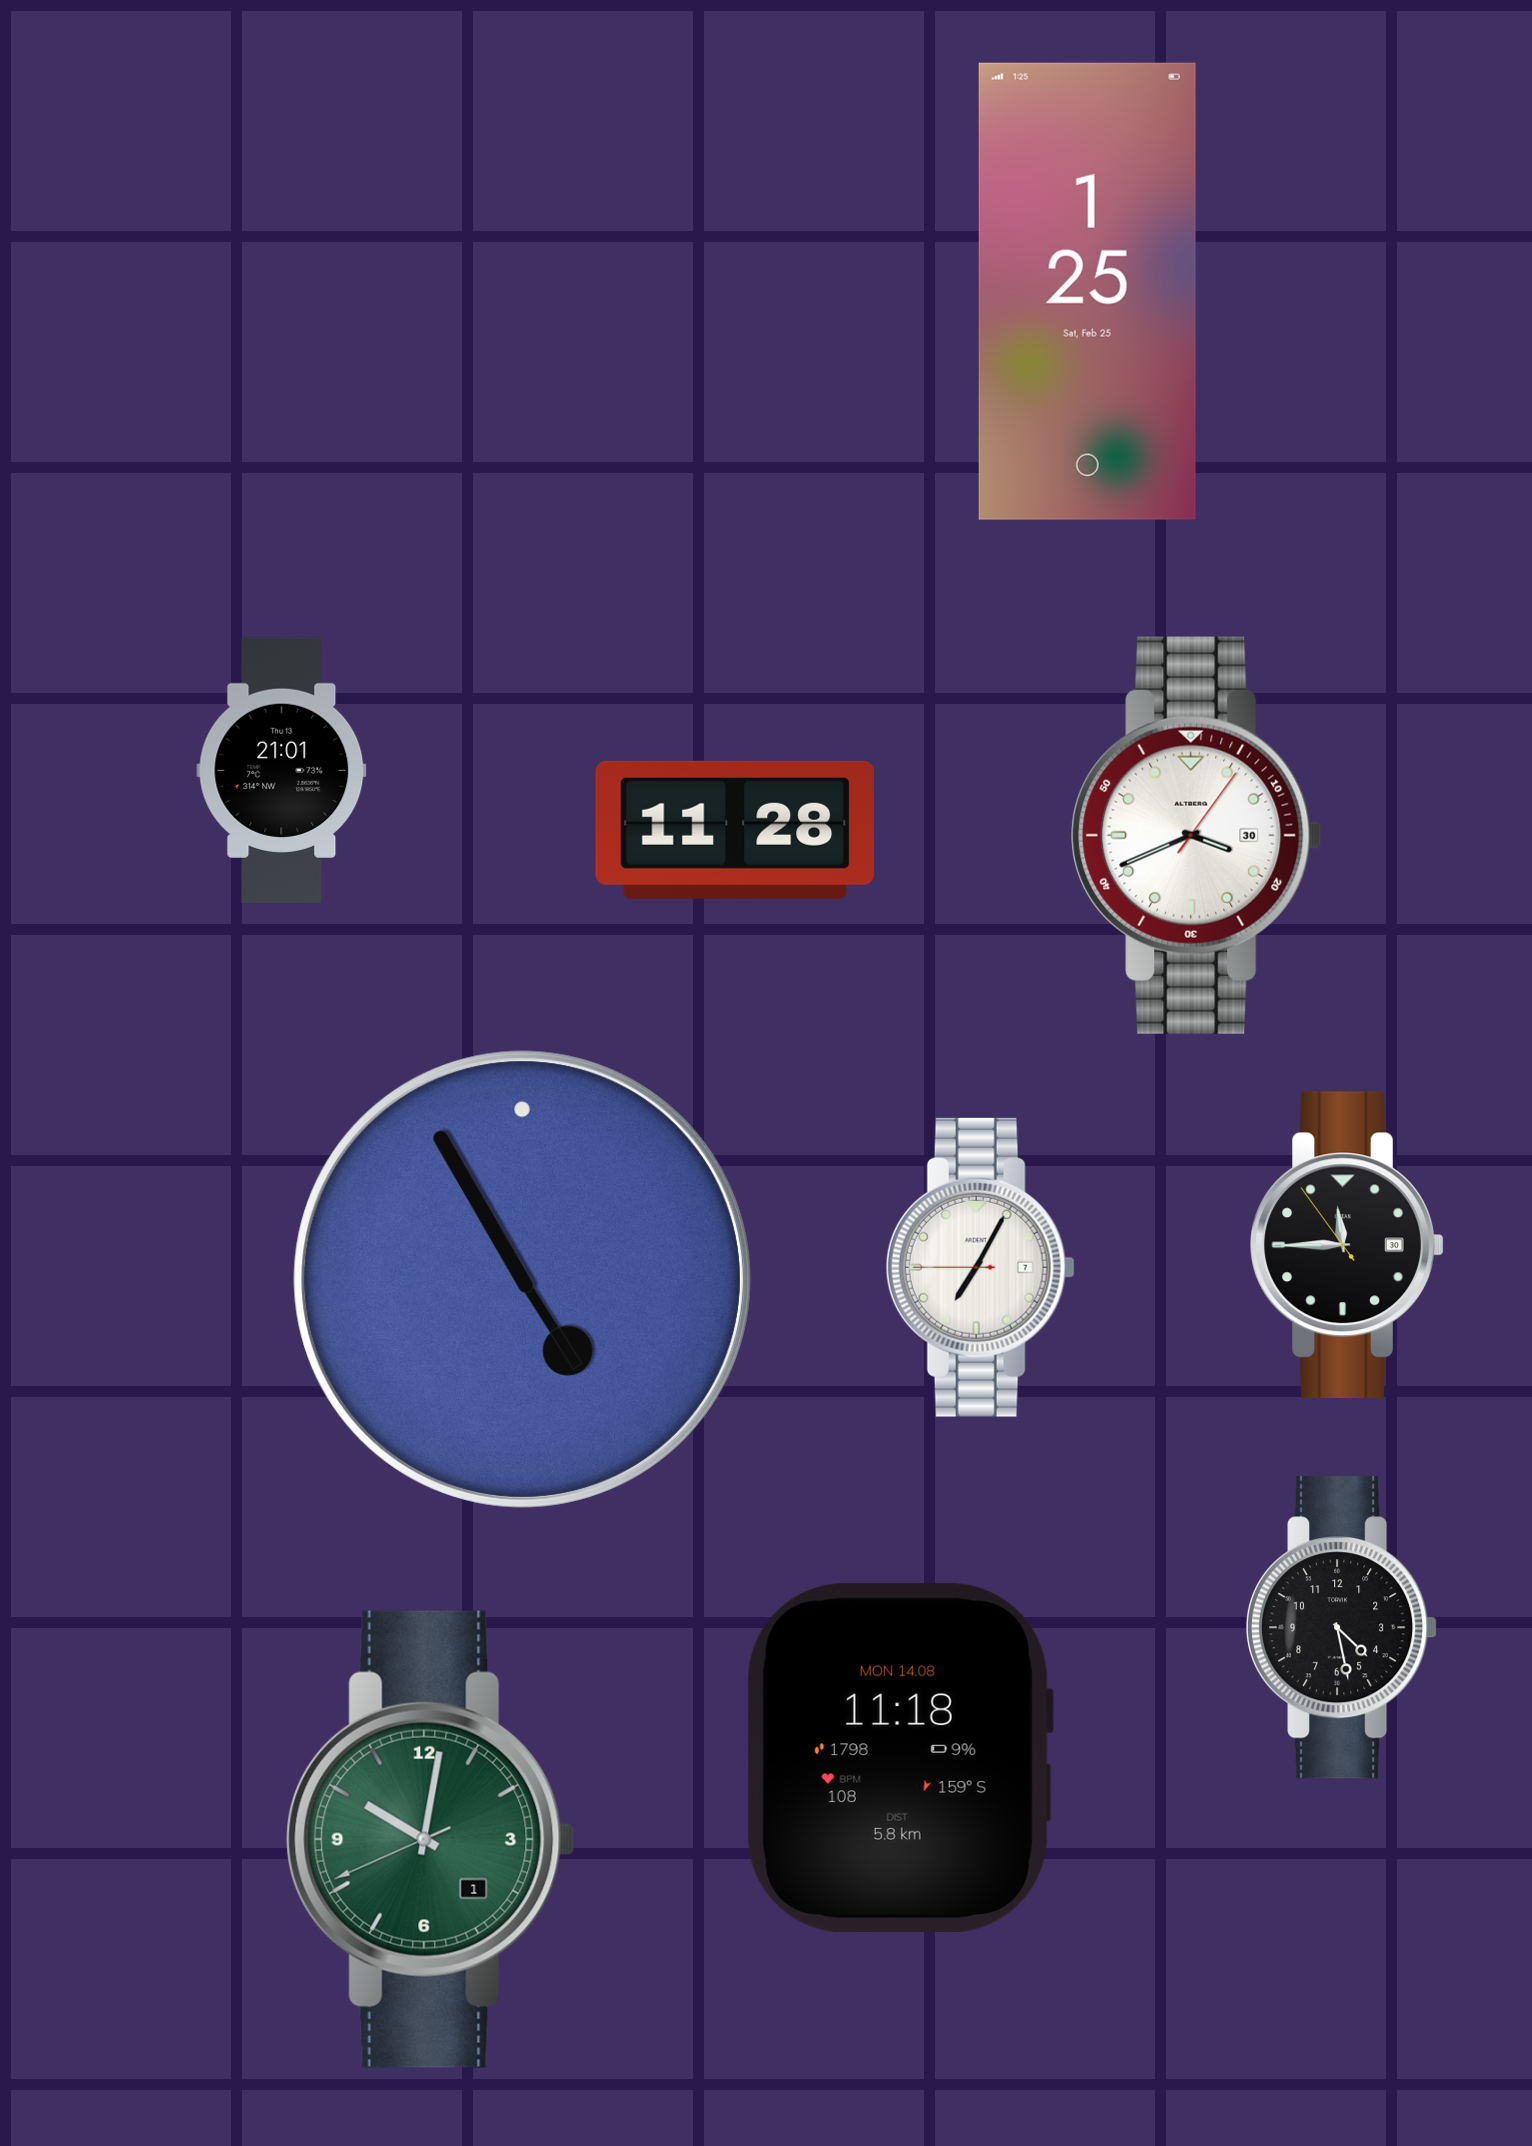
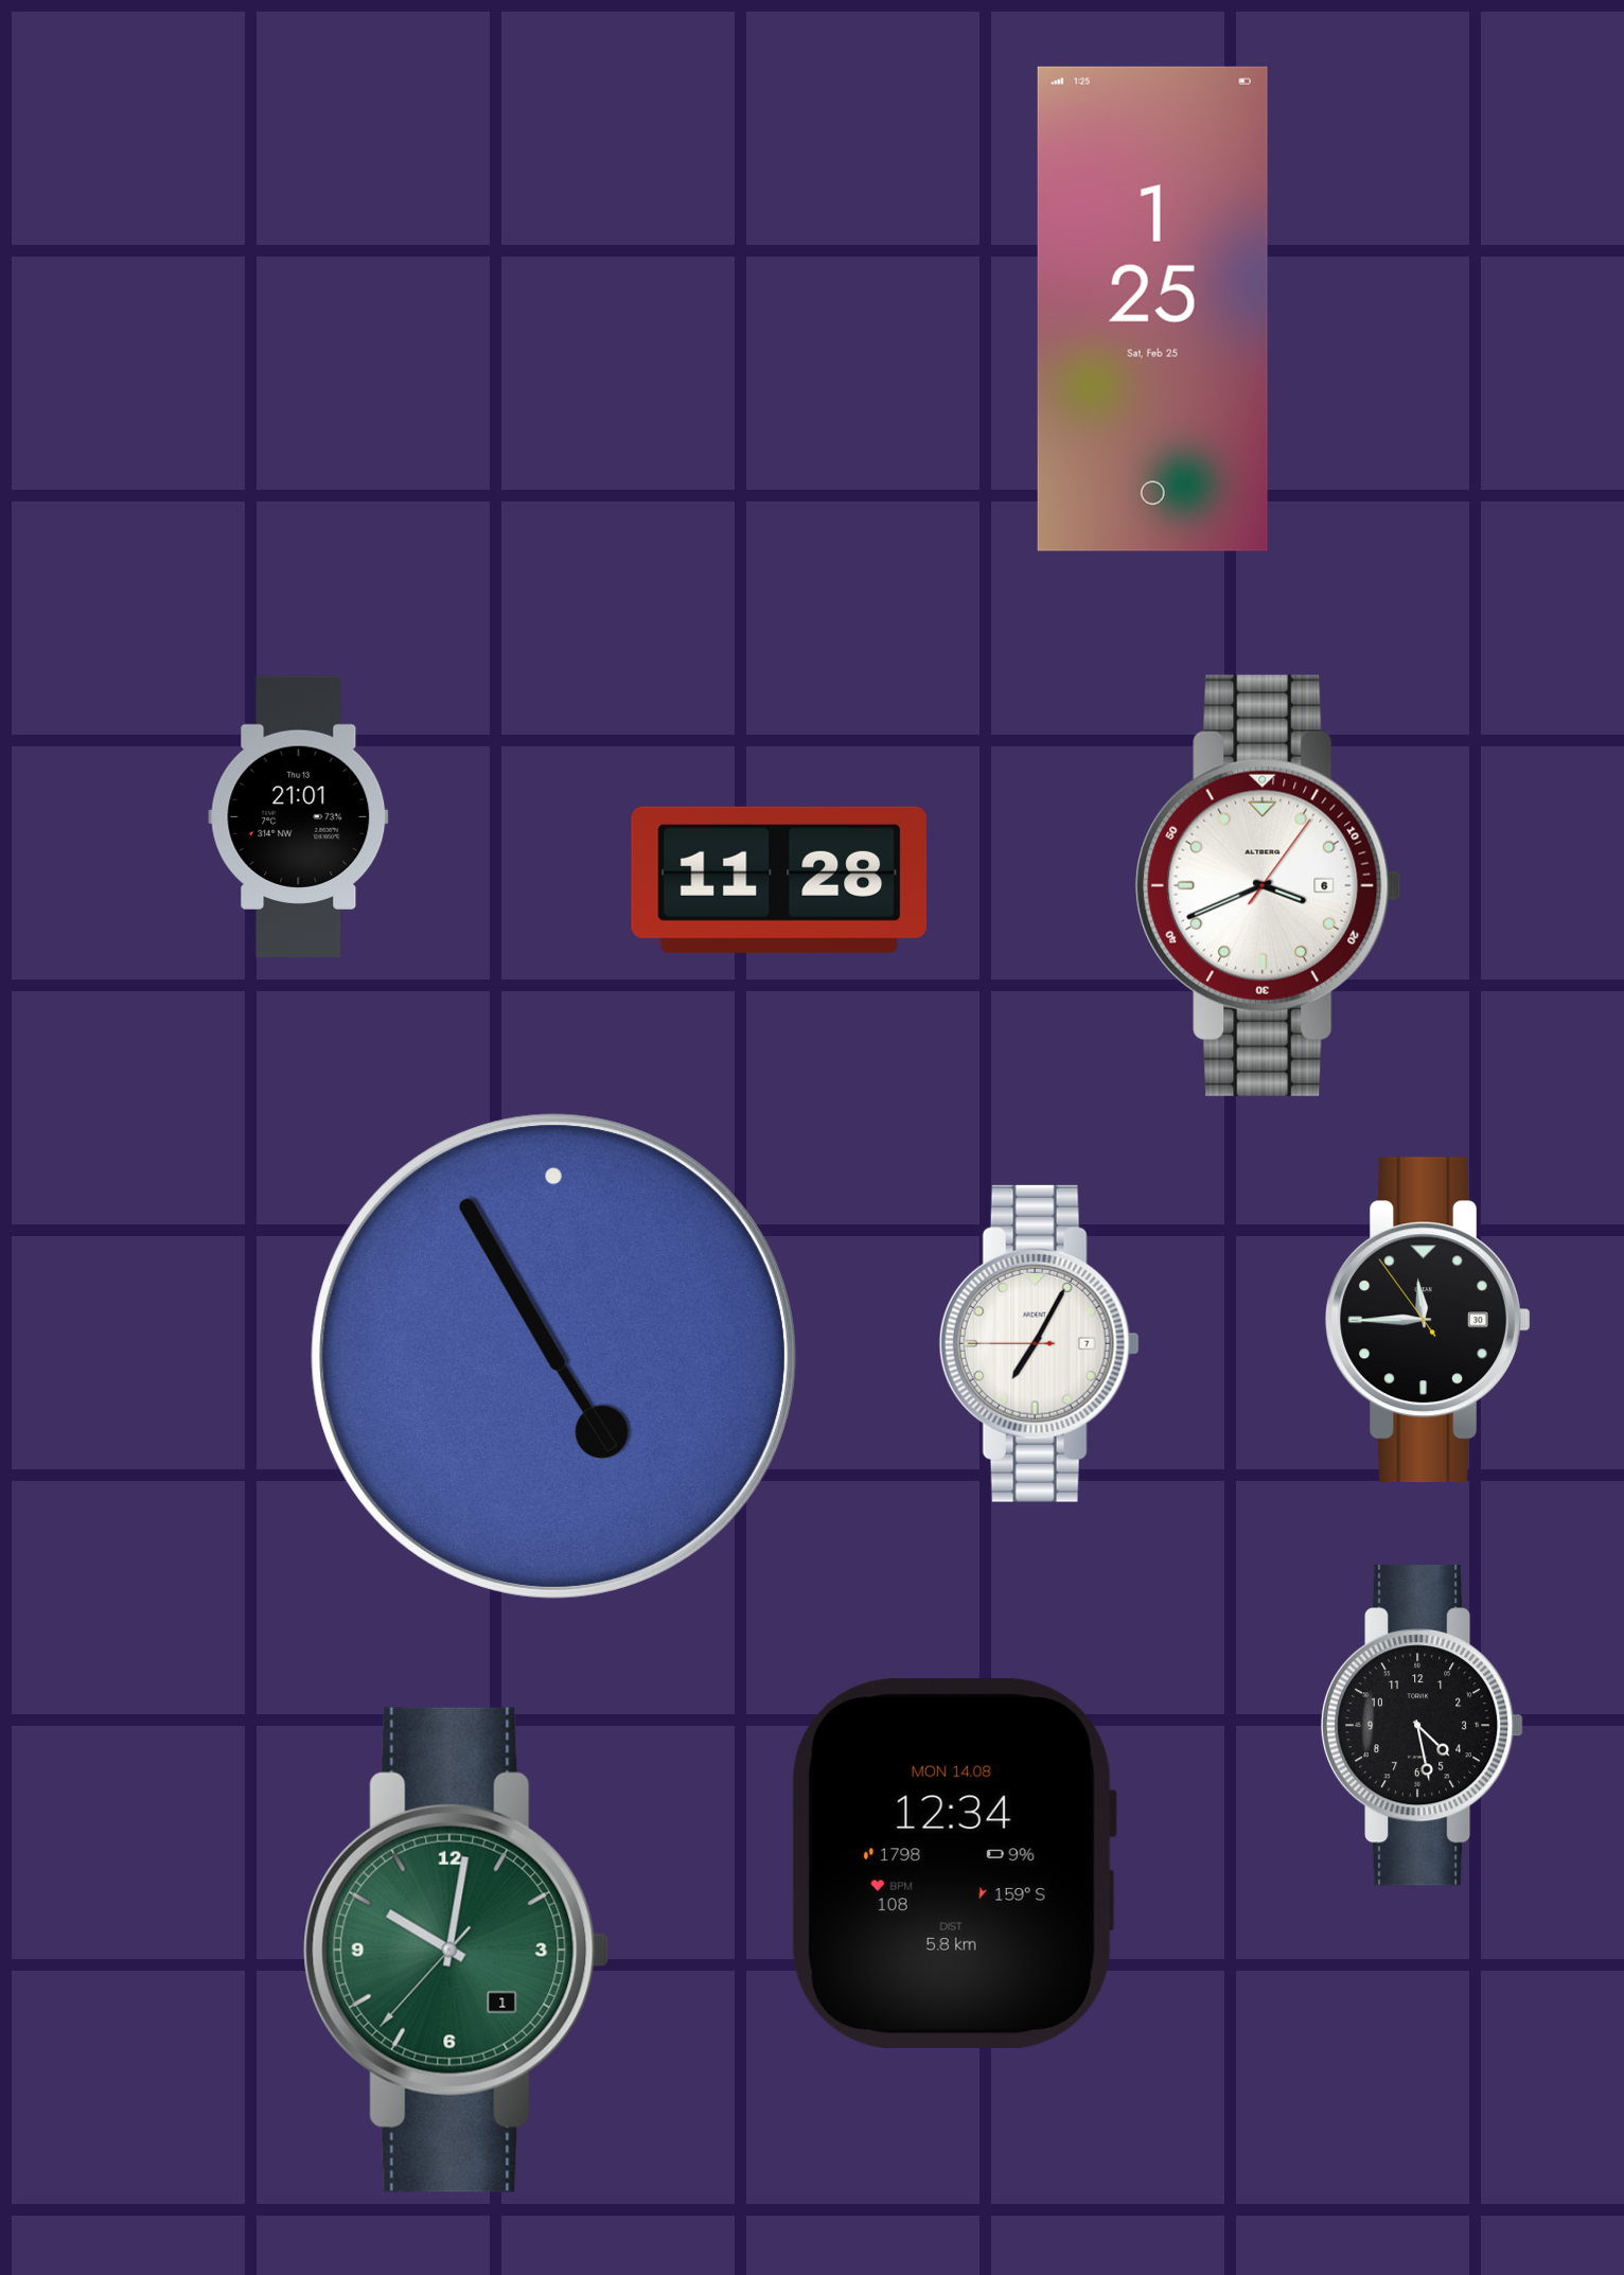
clock at (1197, 835) date: 30 -> 6
clock at (899, 1758): 11:18 -> 12:34
clock at (431, 1839): 10:01:41 -> 10:01:37
